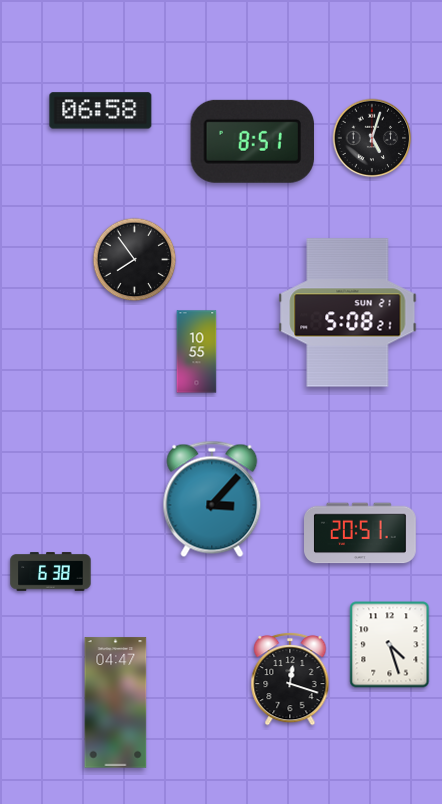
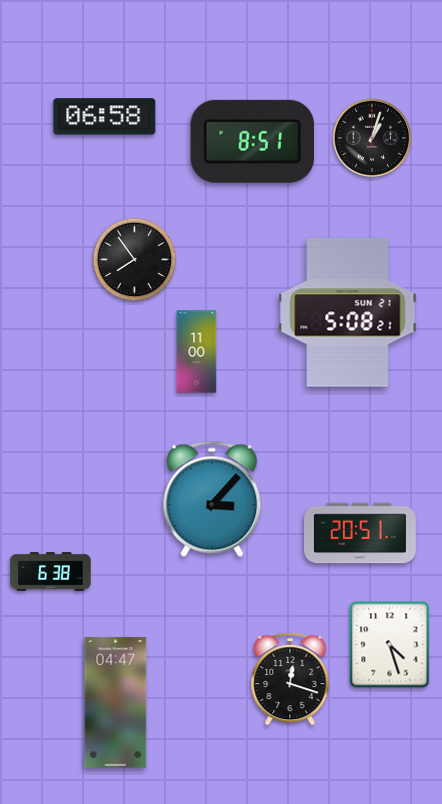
clock at (101, 111) position: (101, 111) -> (105, 117)
clock at (372, 138): 5:03 -> 1:03
clock at (197, 352): 10:55 -> 11:00
